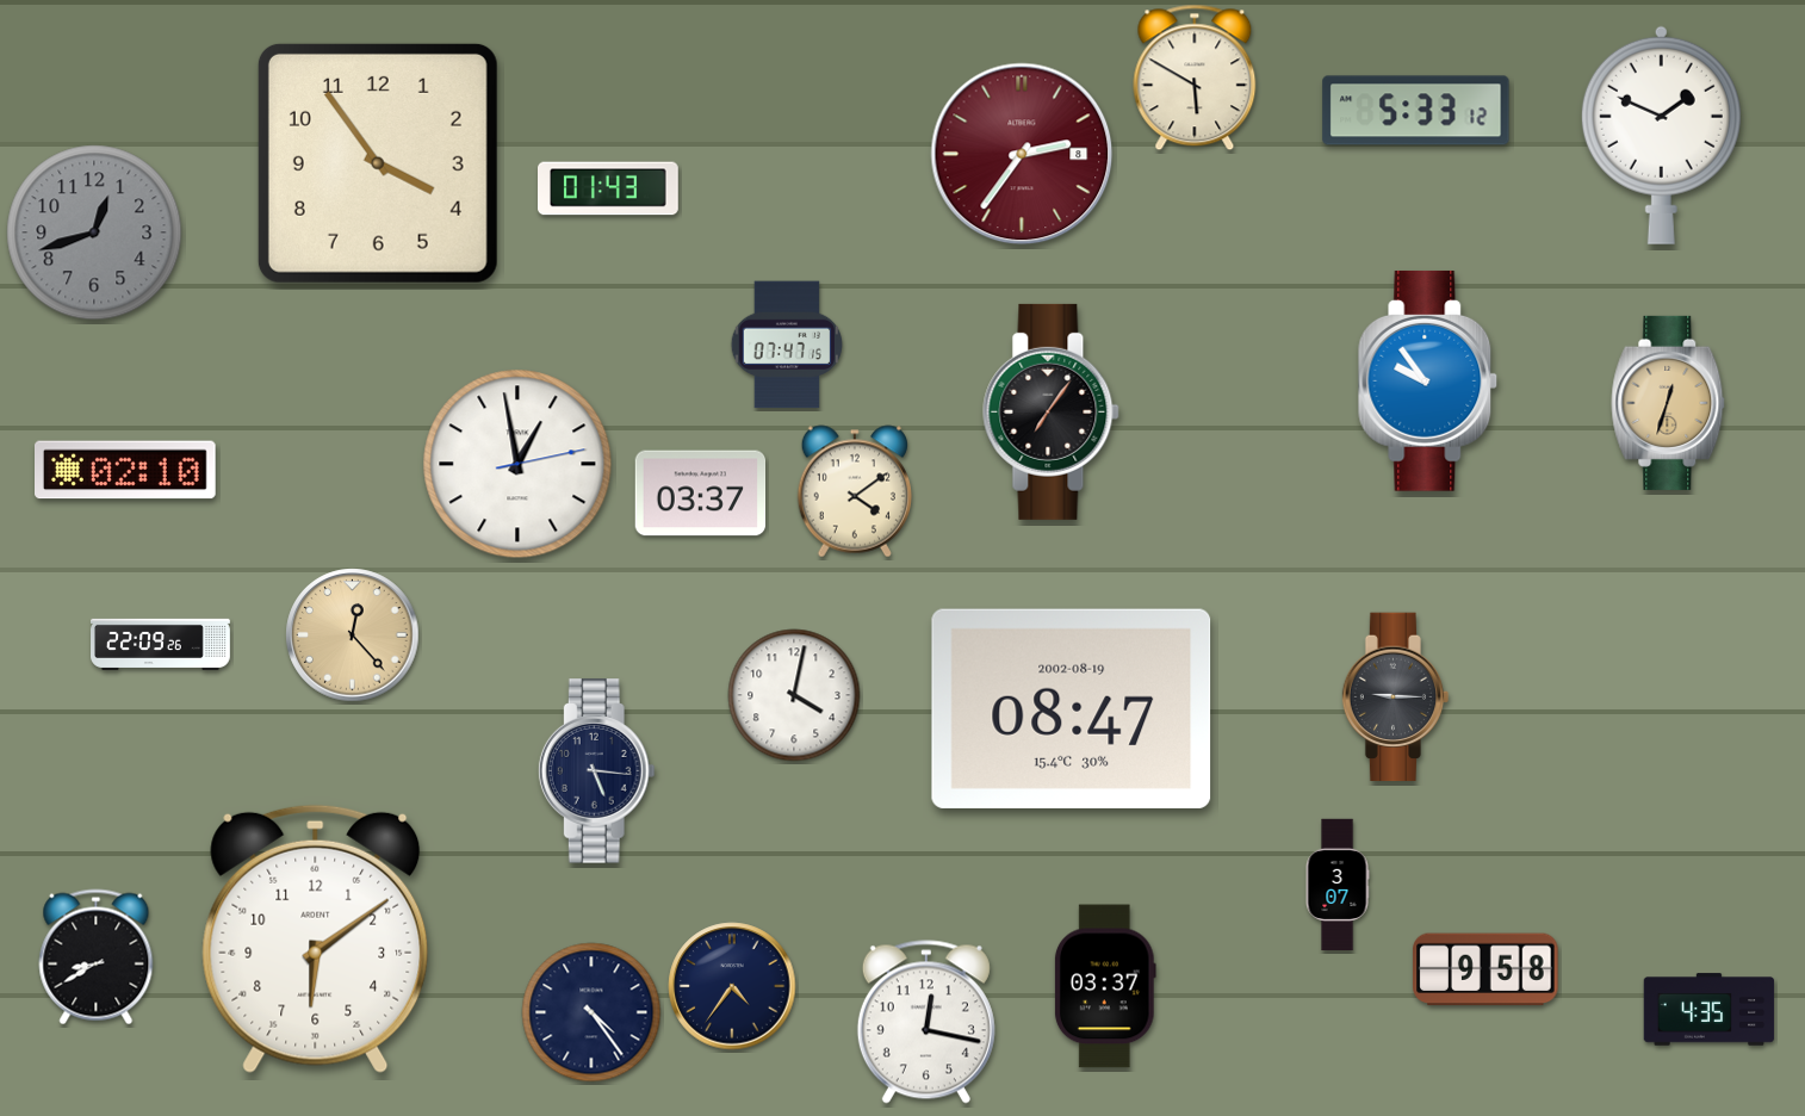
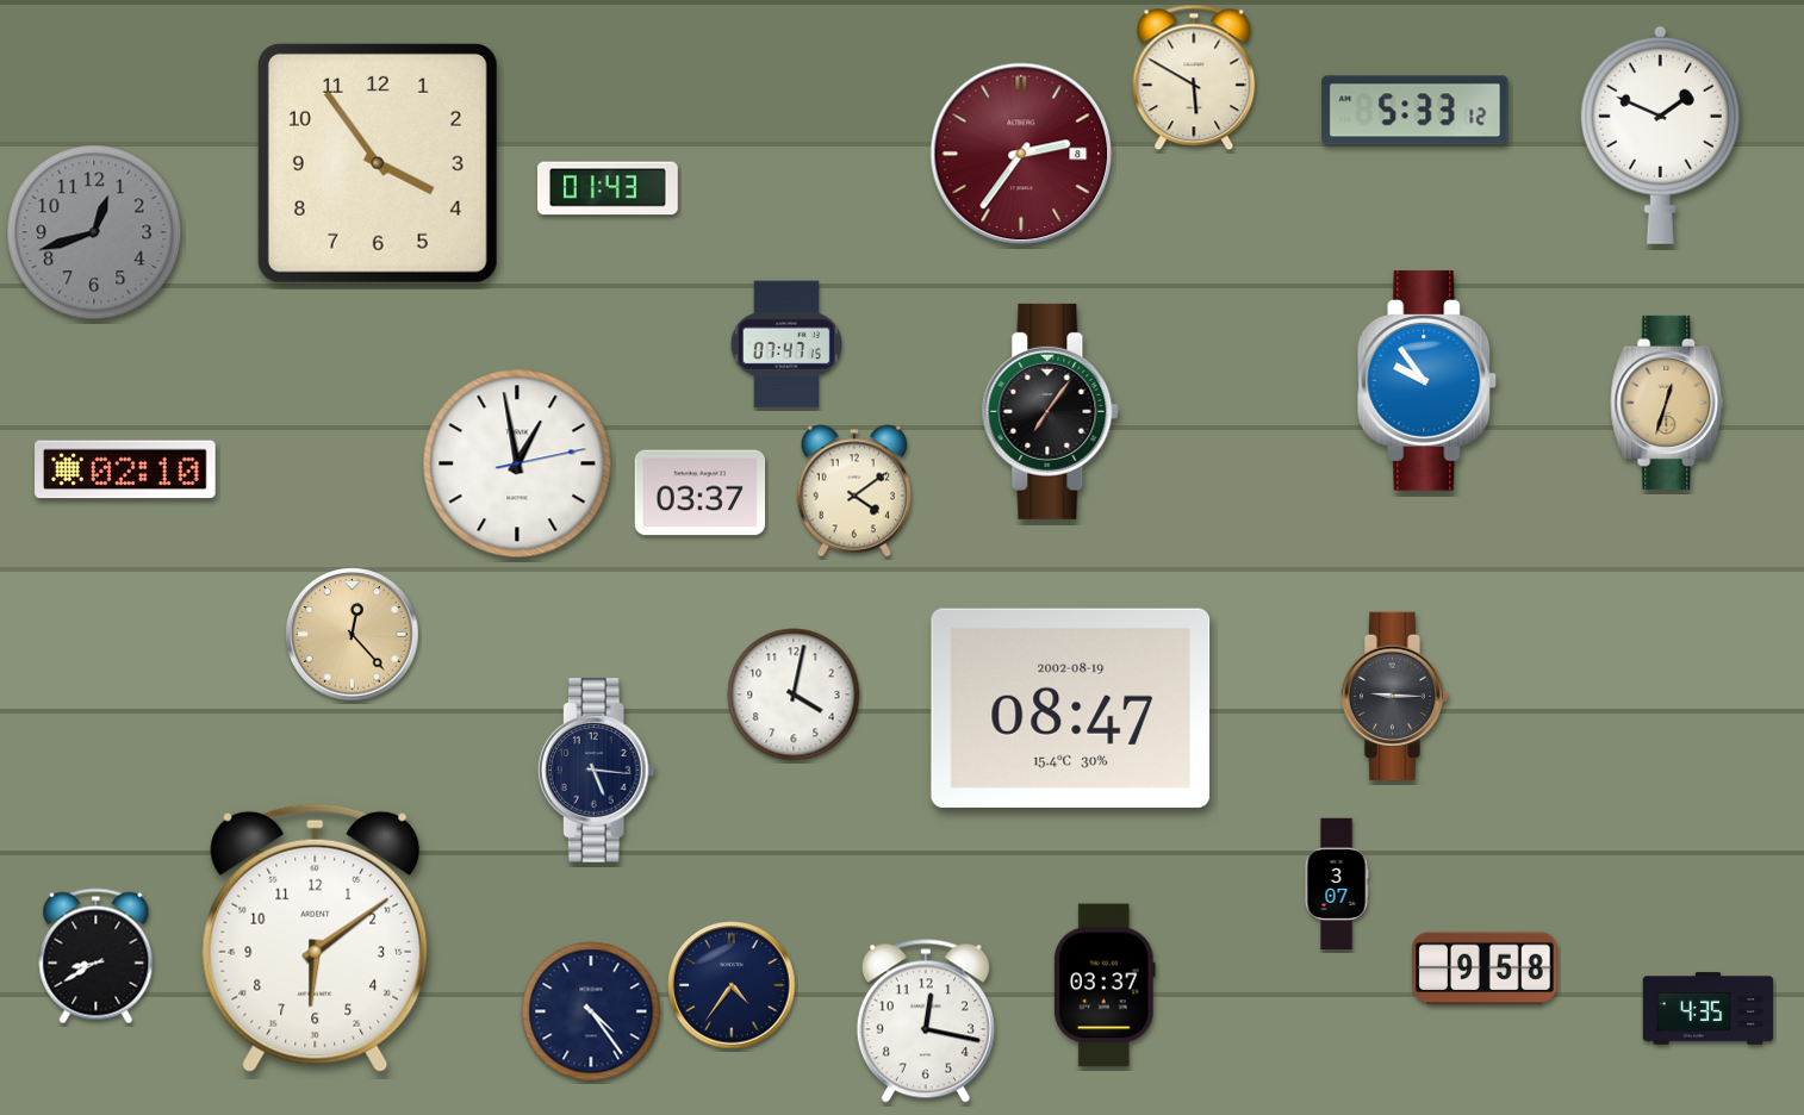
clock at (161, 644): 22:09 -> none
